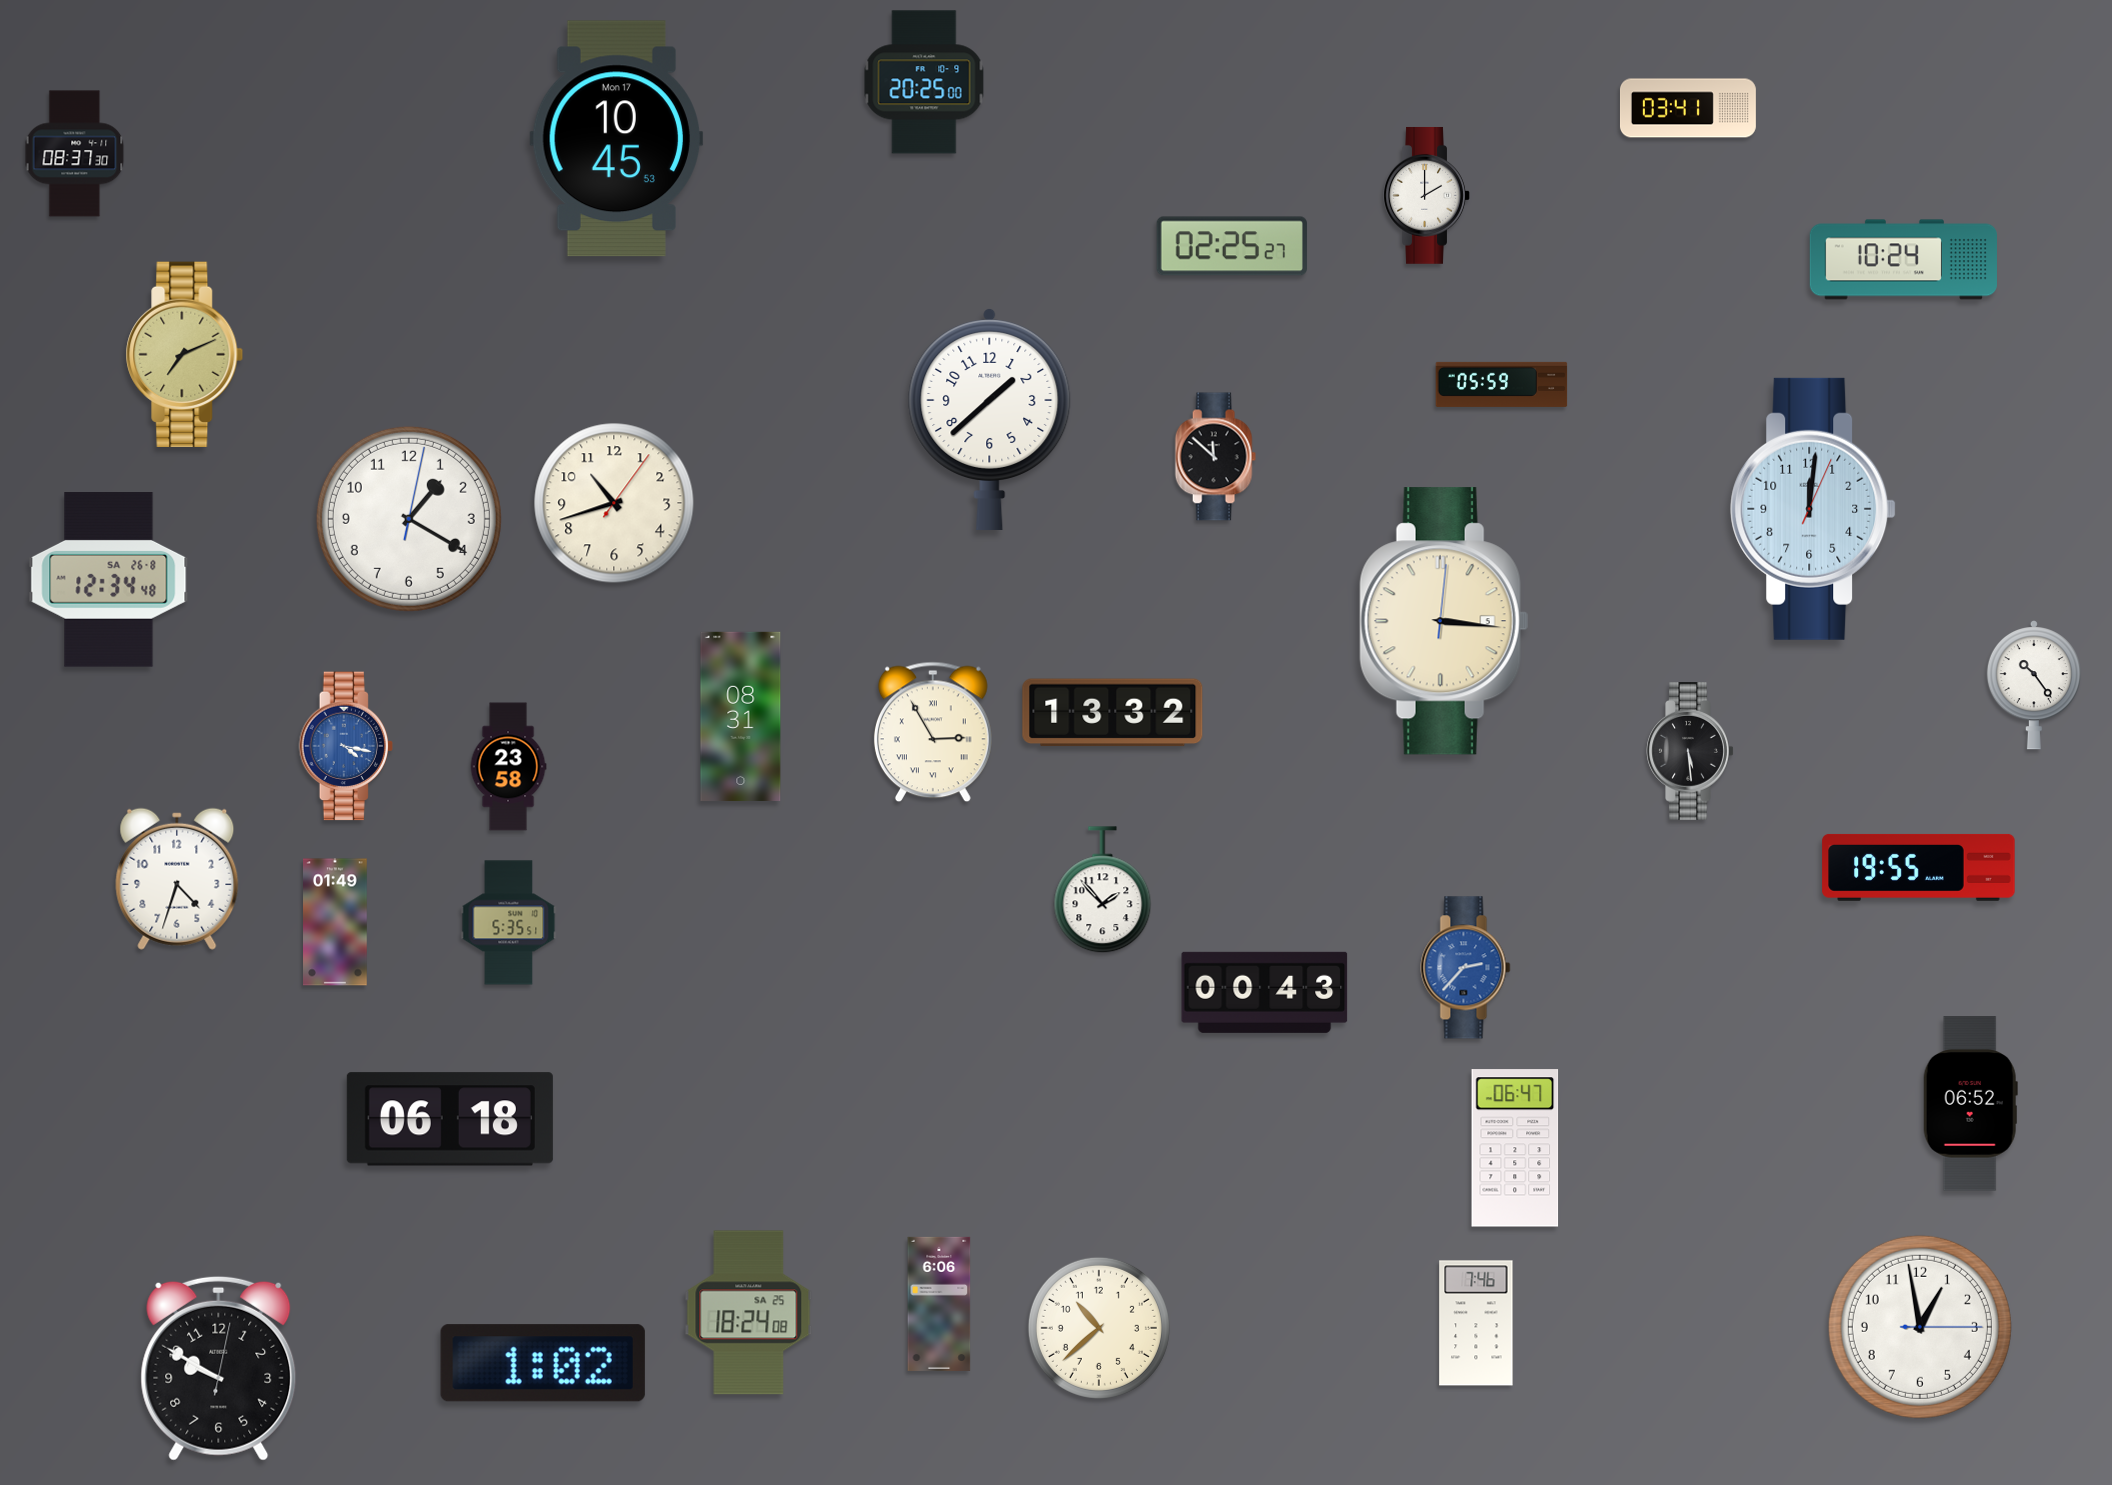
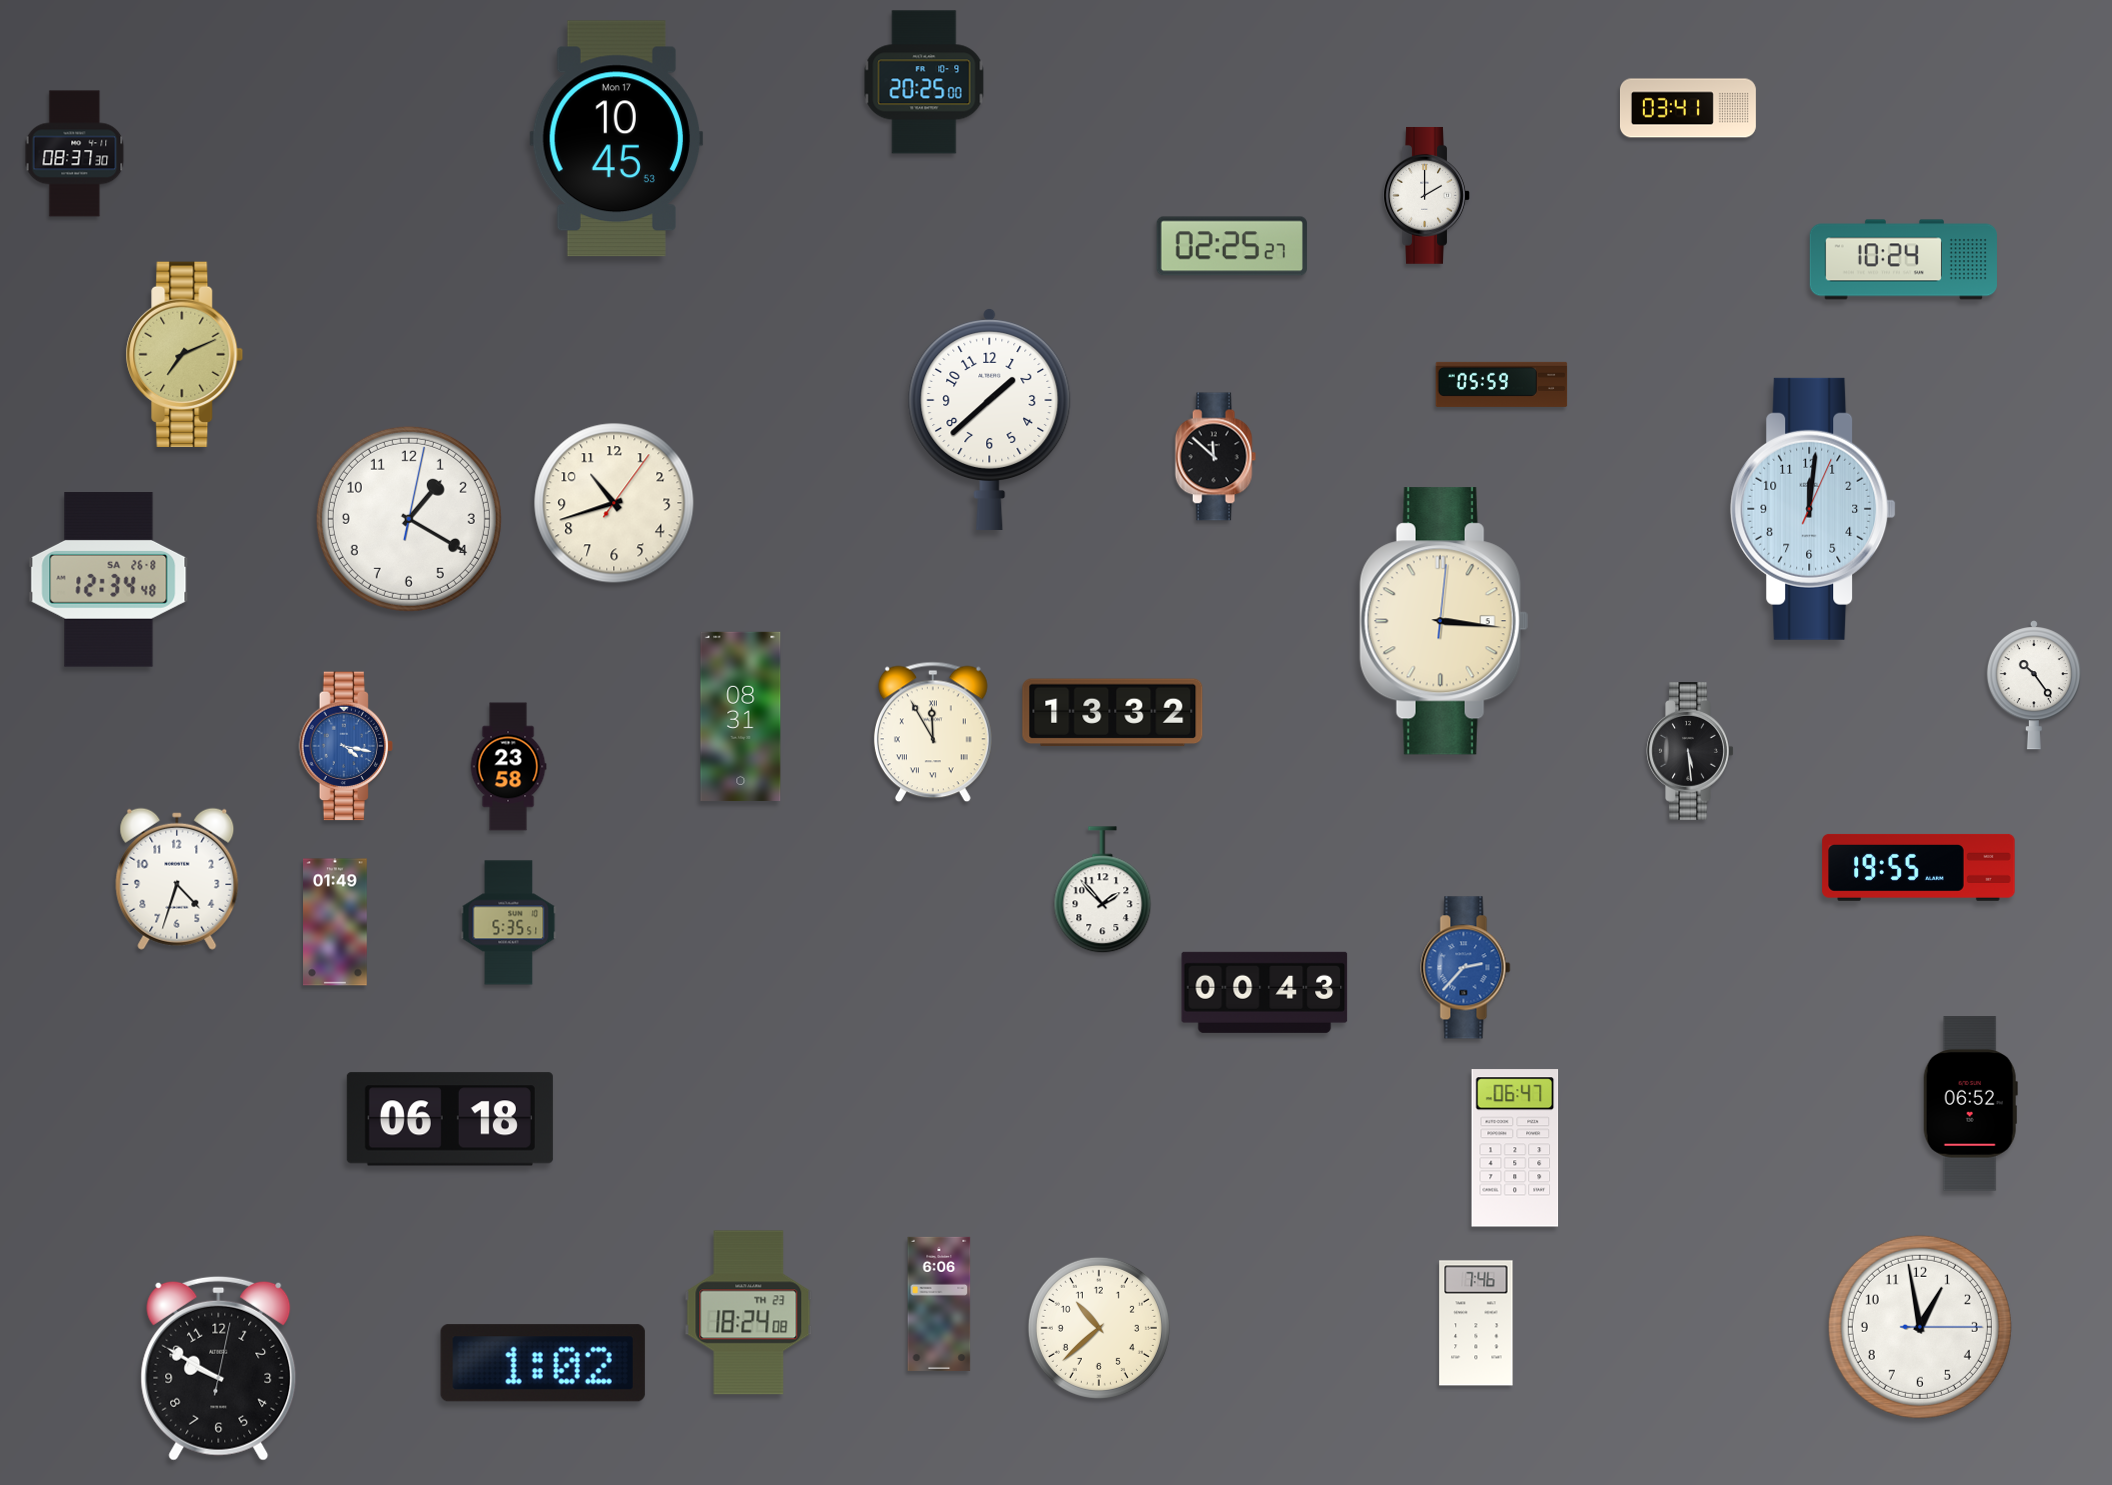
clock at (933, 732): 2:55 -> 11:55
clock at (749, 1313) date: SA 25 -> TH 23
